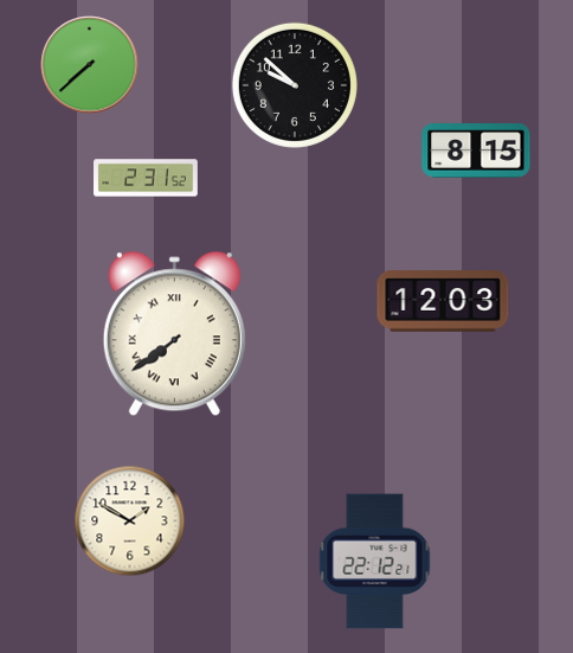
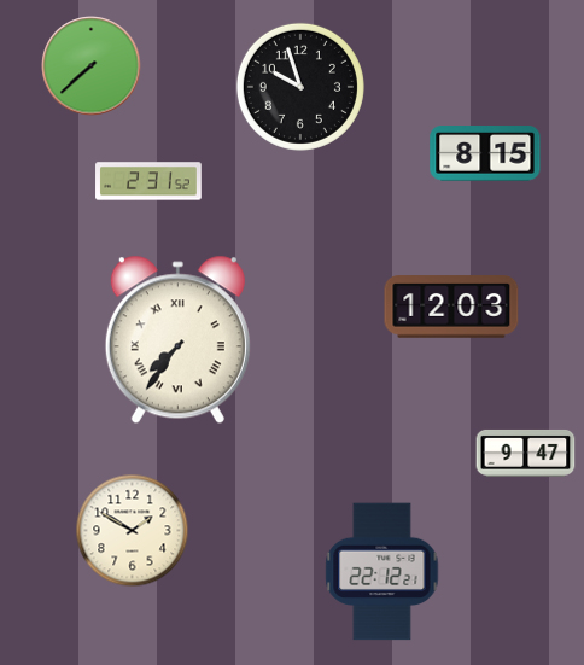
clock at (295, 85): 9:52 -> 9:57
clock at (174, 334): 7:39 -> 7:36
clock at (526, 453): none -> 9:47
